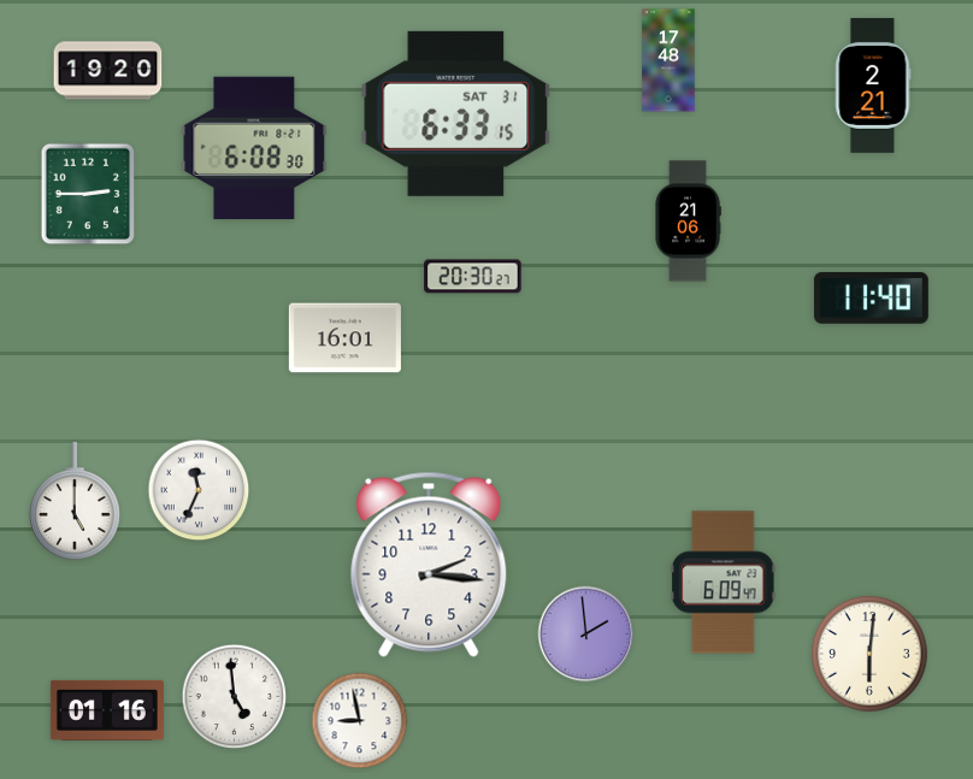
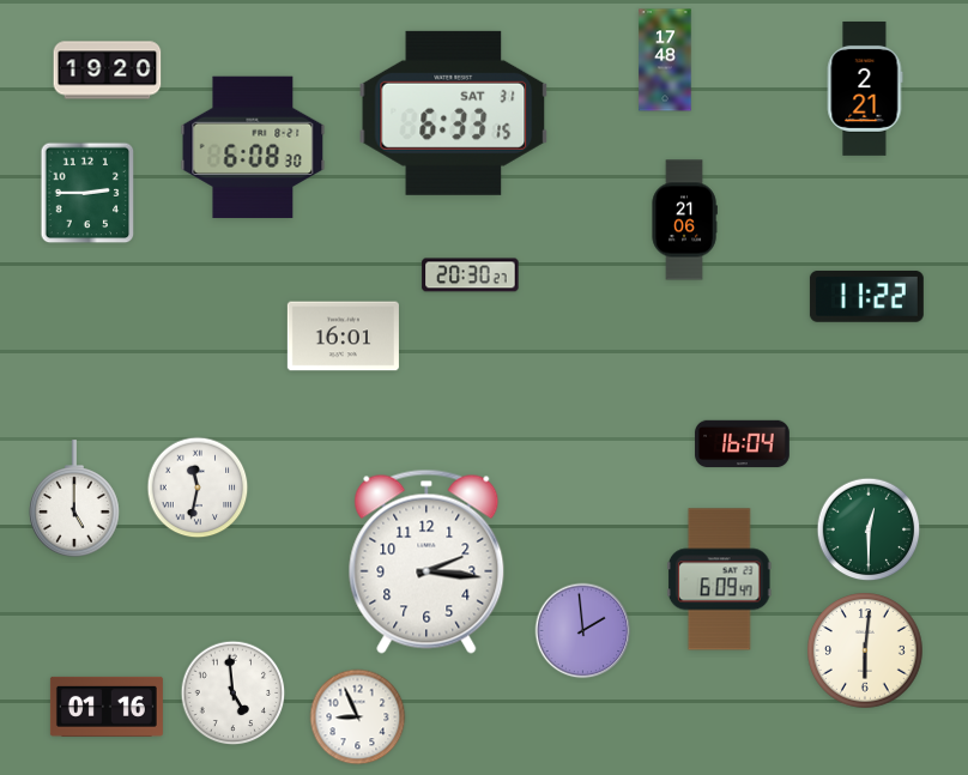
clock at (873, 85) position: (873, 85) -> (865, 89)
clock at (871, 297): 11:40 -> 11:22
clock at (743, 444): none -> 16:04
clock at (199, 490): 11:34 -> 11:32
clock at (869, 529): none -> 12:30
clock at (360, 721): 8:58 -> 8:56
